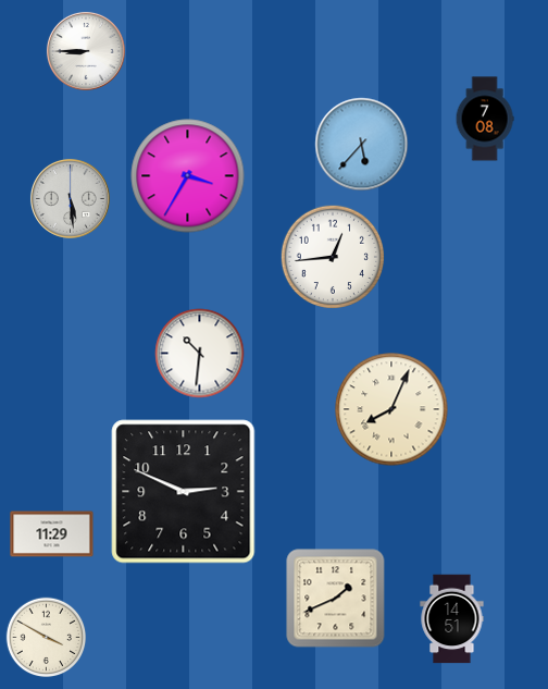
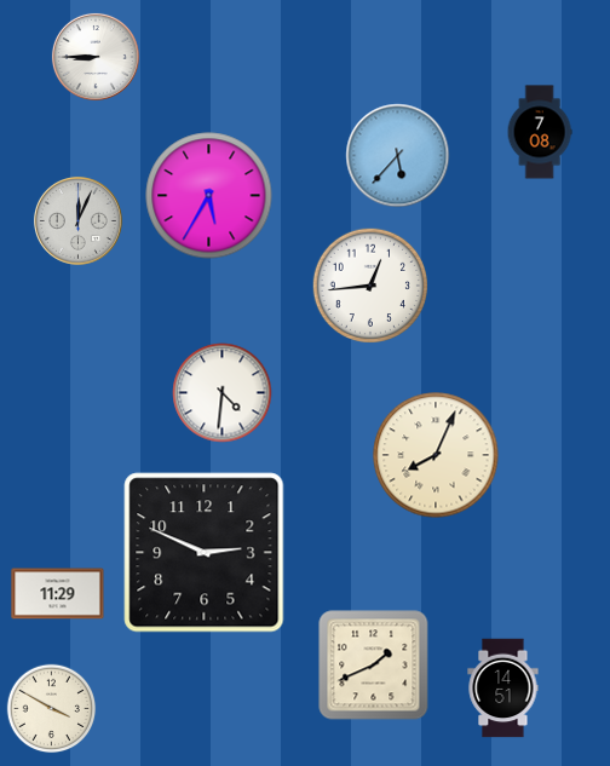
clock at (362, 145) position: (362, 145) -> (398, 156)
clock at (188, 176): 3:35 -> 5:35
clock at (70, 198): 5:29 -> 12:04
clock at (200, 354): 10:31 -> 4:31
clock at (184, 492) position: (184, 492) -> (205, 553)
